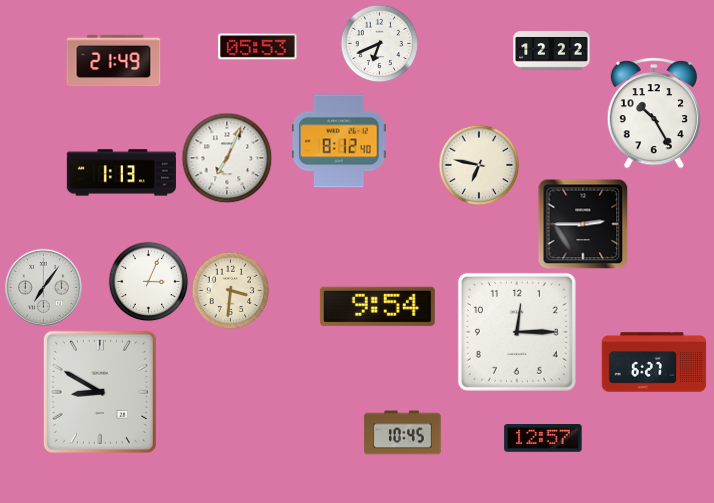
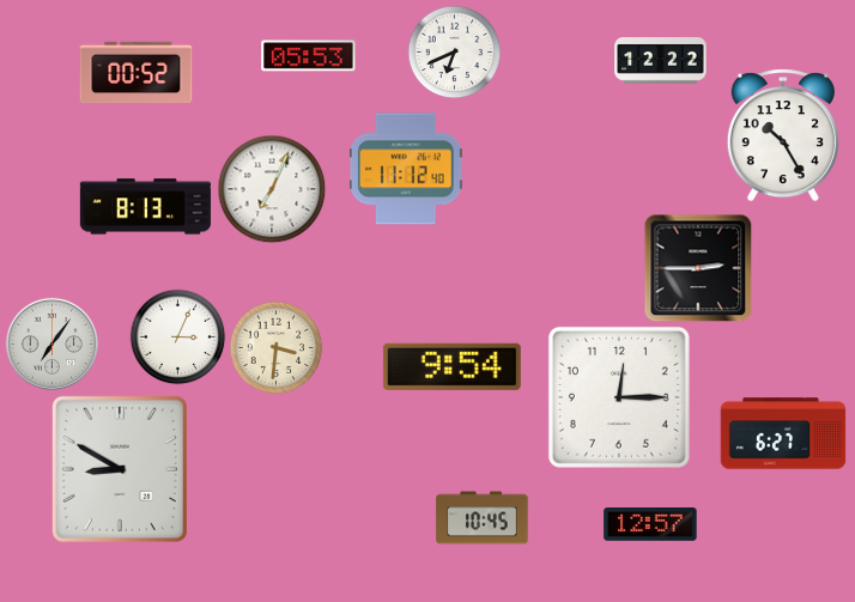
clock at (114, 61): 21:49 -> 00:52
clock at (339, 141): 8:12 -> 11:12
clock at (479, 165): 6:47 -> none
clock at (121, 173): 1:13 -> 8:13
